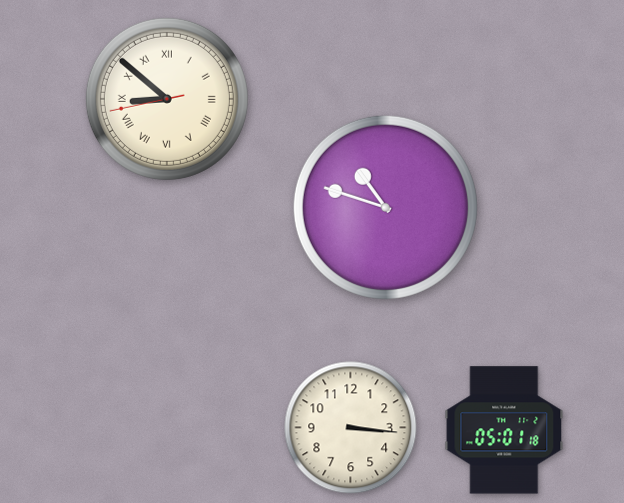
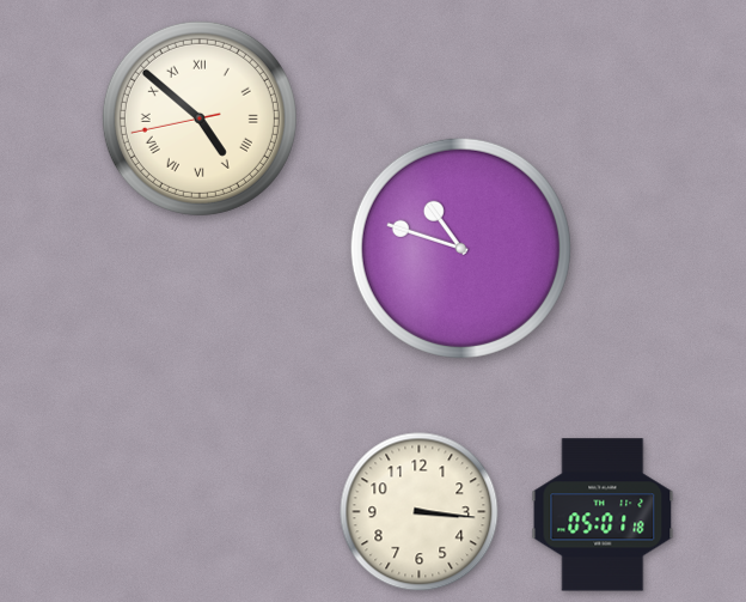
clock at (167, 99): 8:51 -> 4:51
